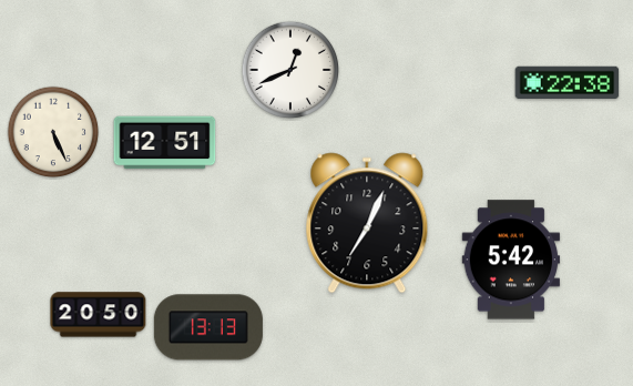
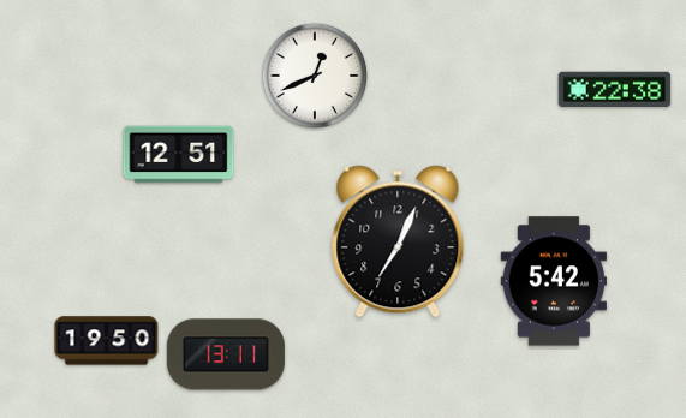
clock at (53, 132): 5:26 -> none
clock at (99, 315): 20:50 -> 19:50
clock at (208, 327): 13:13 -> 13:11
